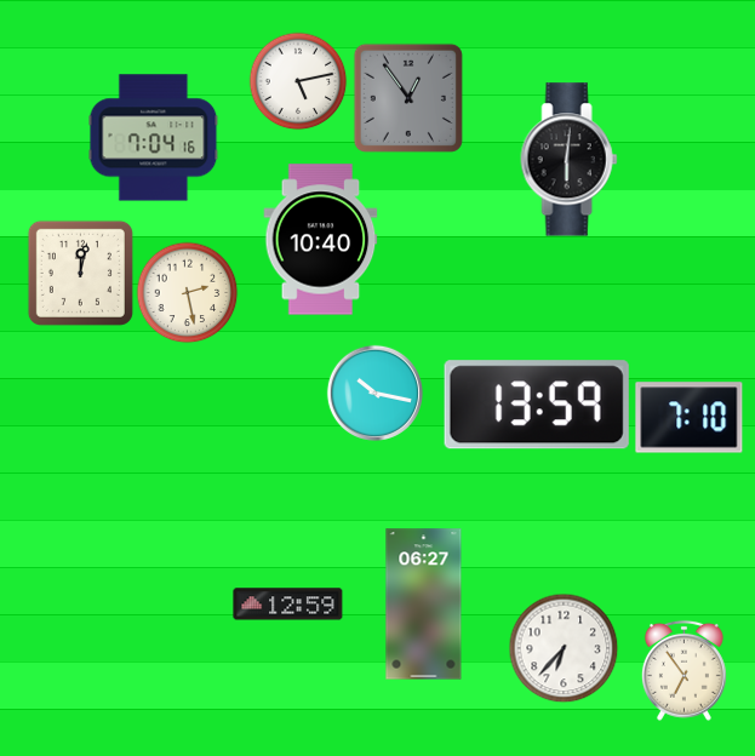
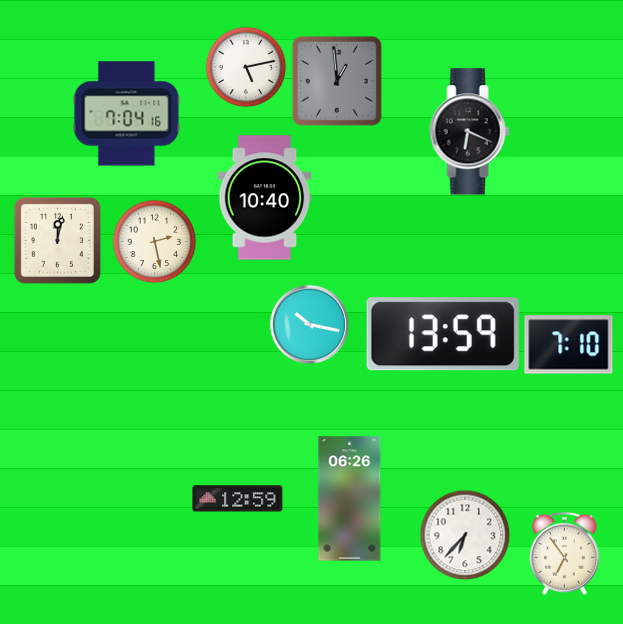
clock at (408, 98): 12:54 -> 12:59
clock at (570, 160): 6:01 -> 6:19
clock at (80, 273) position: (80, 273) -> (57, 240)
clock at (424, 605): 06:27 -> 06:26
